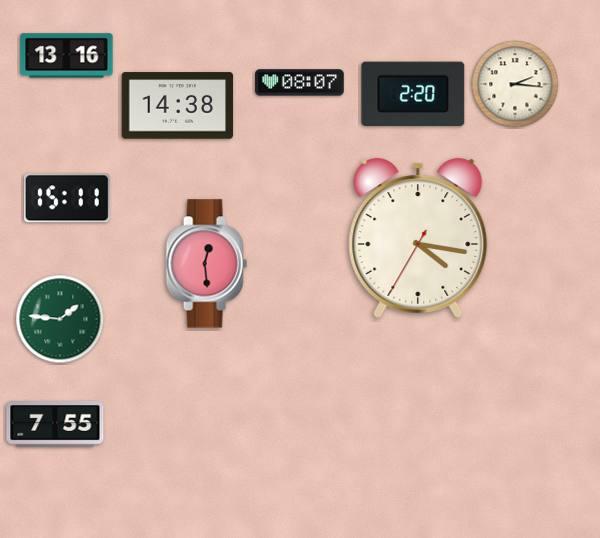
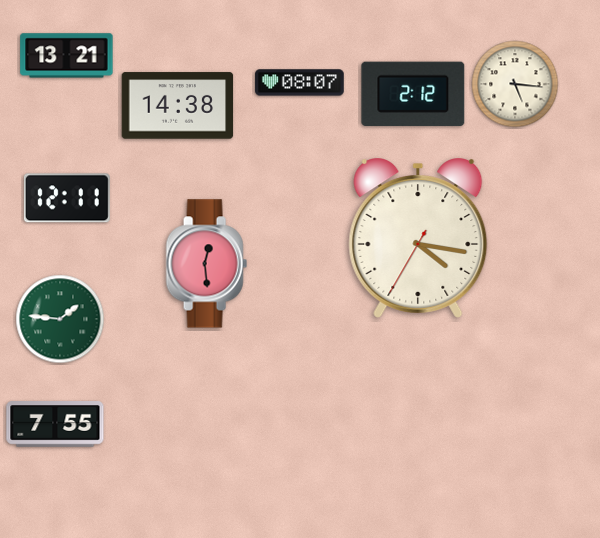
clock at (67, 56): 13:16 -> 13:21
clock at (515, 84): 2:16 -> 5:16
clock at (413, 93): 2:20 -> 2:12
clock at (67, 198): 15:11 -> 12:11
